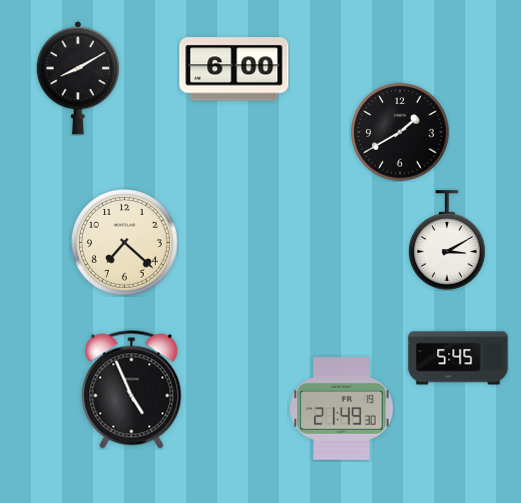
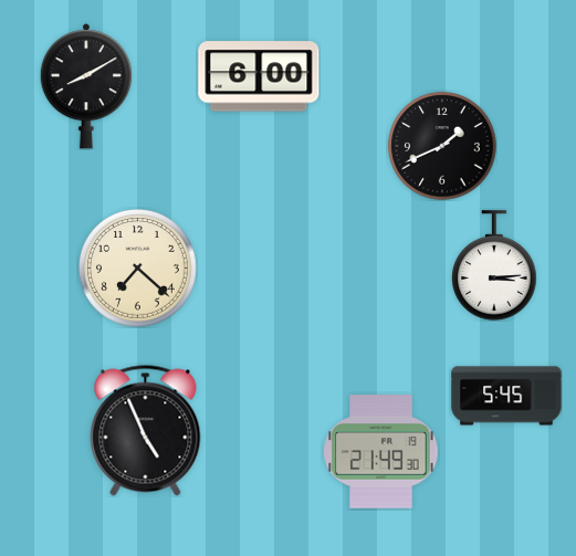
clock at (400, 132): 1:40 -> 1:41
clock at (447, 240): 3:10 -> 3:14
clock at (342, 409) position: (342, 409) -> (381, 452)
